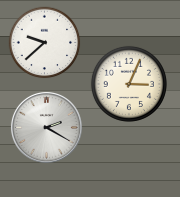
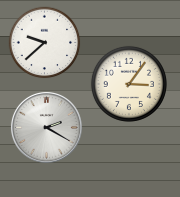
clock at (129, 84): 3:04 -> 3:06
